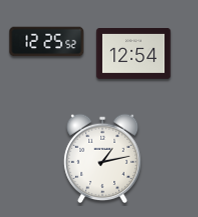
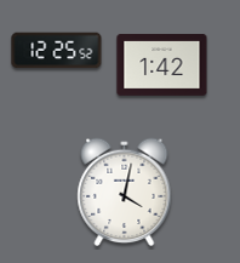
clock at (134, 54): 12:54 -> 1:42
clock at (103, 159): 1:13 -> 4:02
